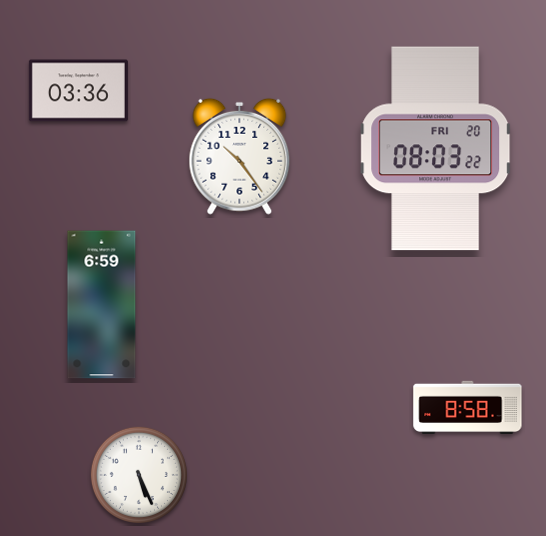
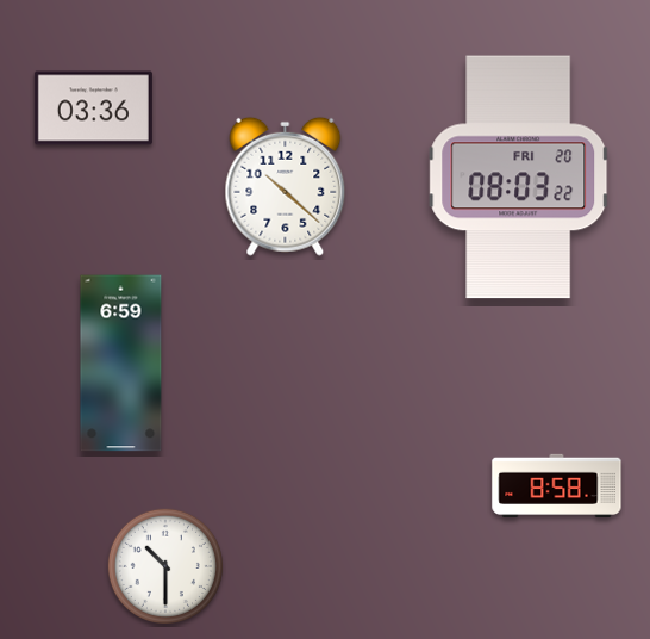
clock at (240, 156): 10:24 -> 10:22
clock at (138, 474): 5:26 -> 10:30
